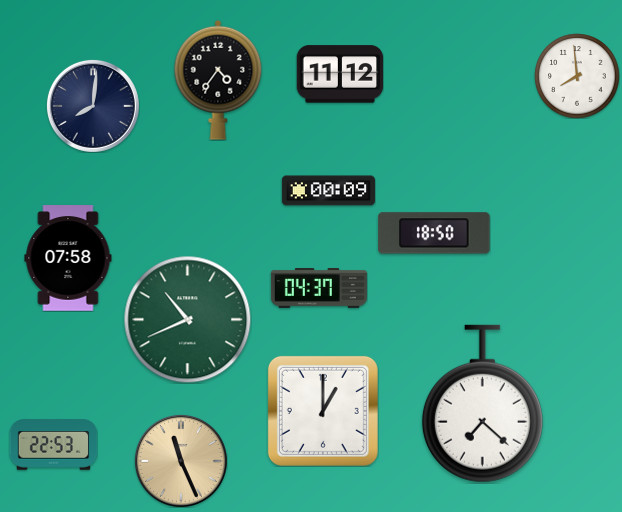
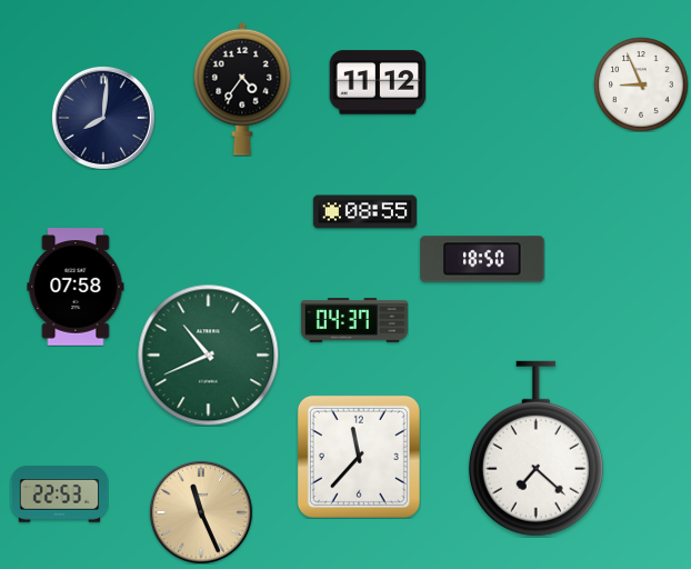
clock at (577, 76): 7:59 -> 8:56
clock at (328, 191): 00:09 -> 08:55
clock at (323, 411): 1:00 -> 11:37
